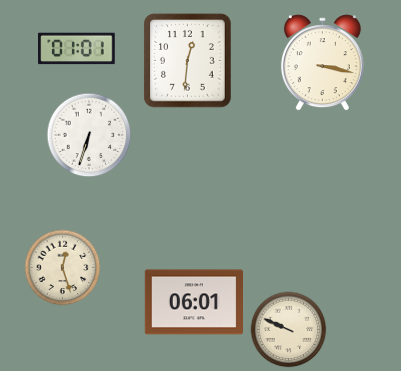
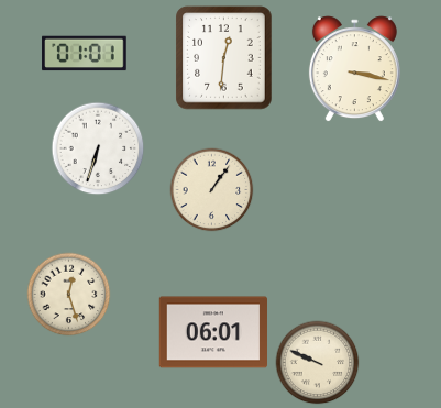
clock at (188, 61) position: (188, 61) -> (224, 58)
clock at (212, 190): none -> 1:06
